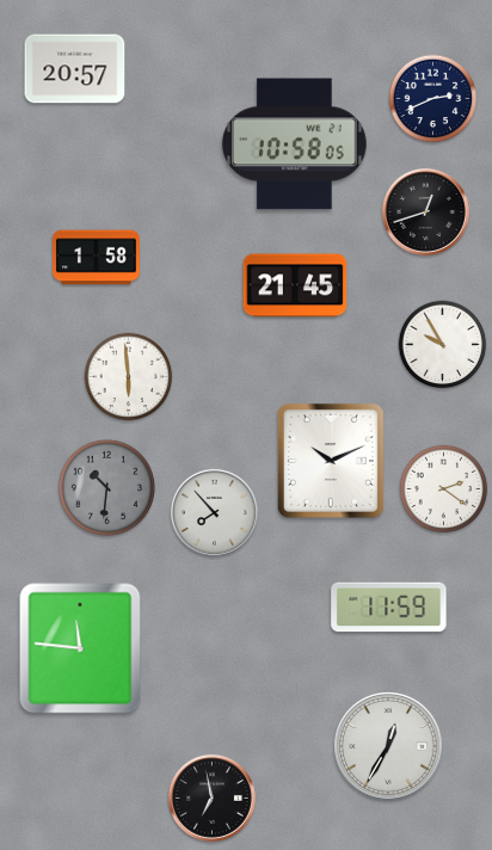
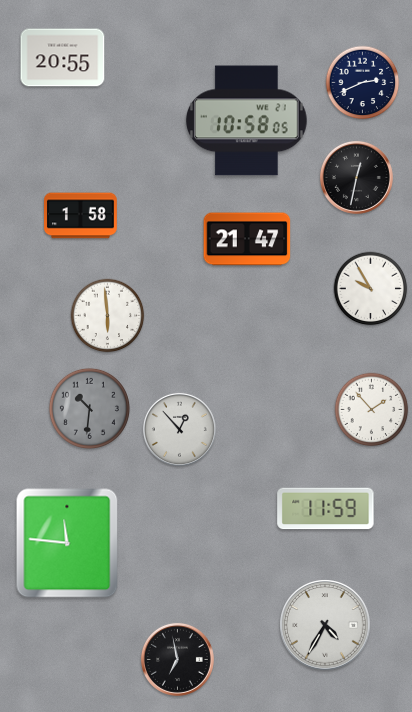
clock at (75, 69): 20:57 -> 20:55
clock at (425, 211): 12:42 -> 12:32
clock at (295, 285): 21:45 -> 21:47
clock at (331, 461): 10:11 -> none
clock at (444, 489): 2:21 -> 1:53
clock at (214, 512): 7:53 -> 12:53
clock at (388, 746): 12:35 -> 4:35
clock at (211, 797) position: (211, 797) -> (177, 659)
